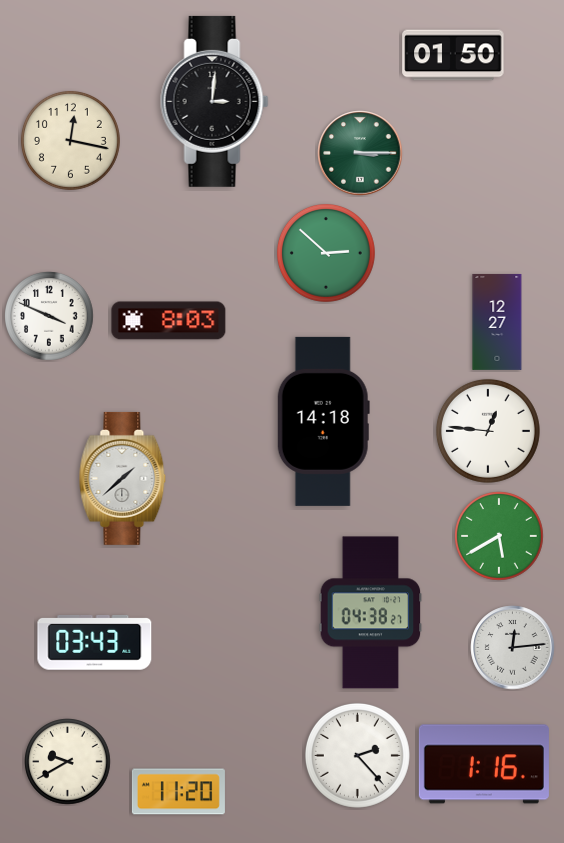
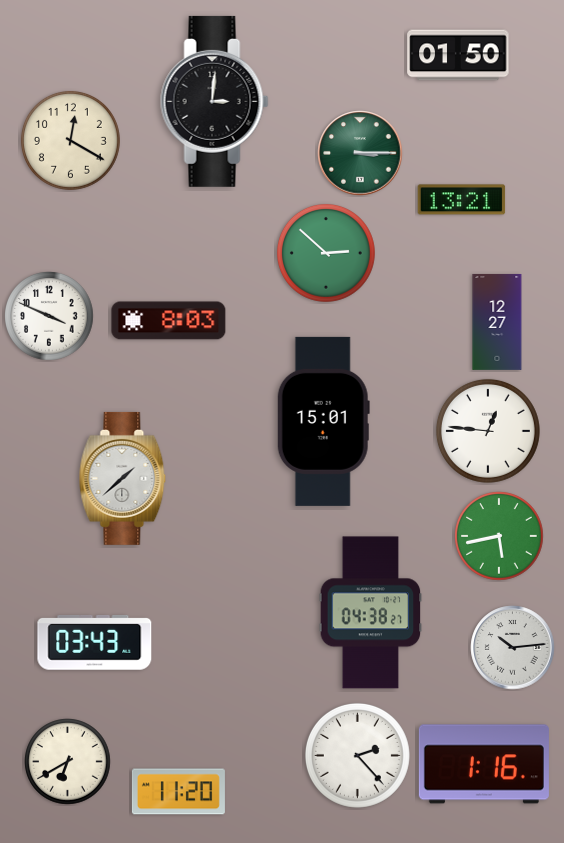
clock at (453, 55) position: (453, 55) -> (458, 55)
clock at (70, 140): 12:17 -> 12:20
clock at (462, 200): none -> 13:21
clock at (323, 421): 14:18 -> 15:01
clock at (499, 536): 5:40 -> 5:43
clock at (513, 648): 12:14 -> 10:14
clock at (68, 762): 9:40 -> 6:40
